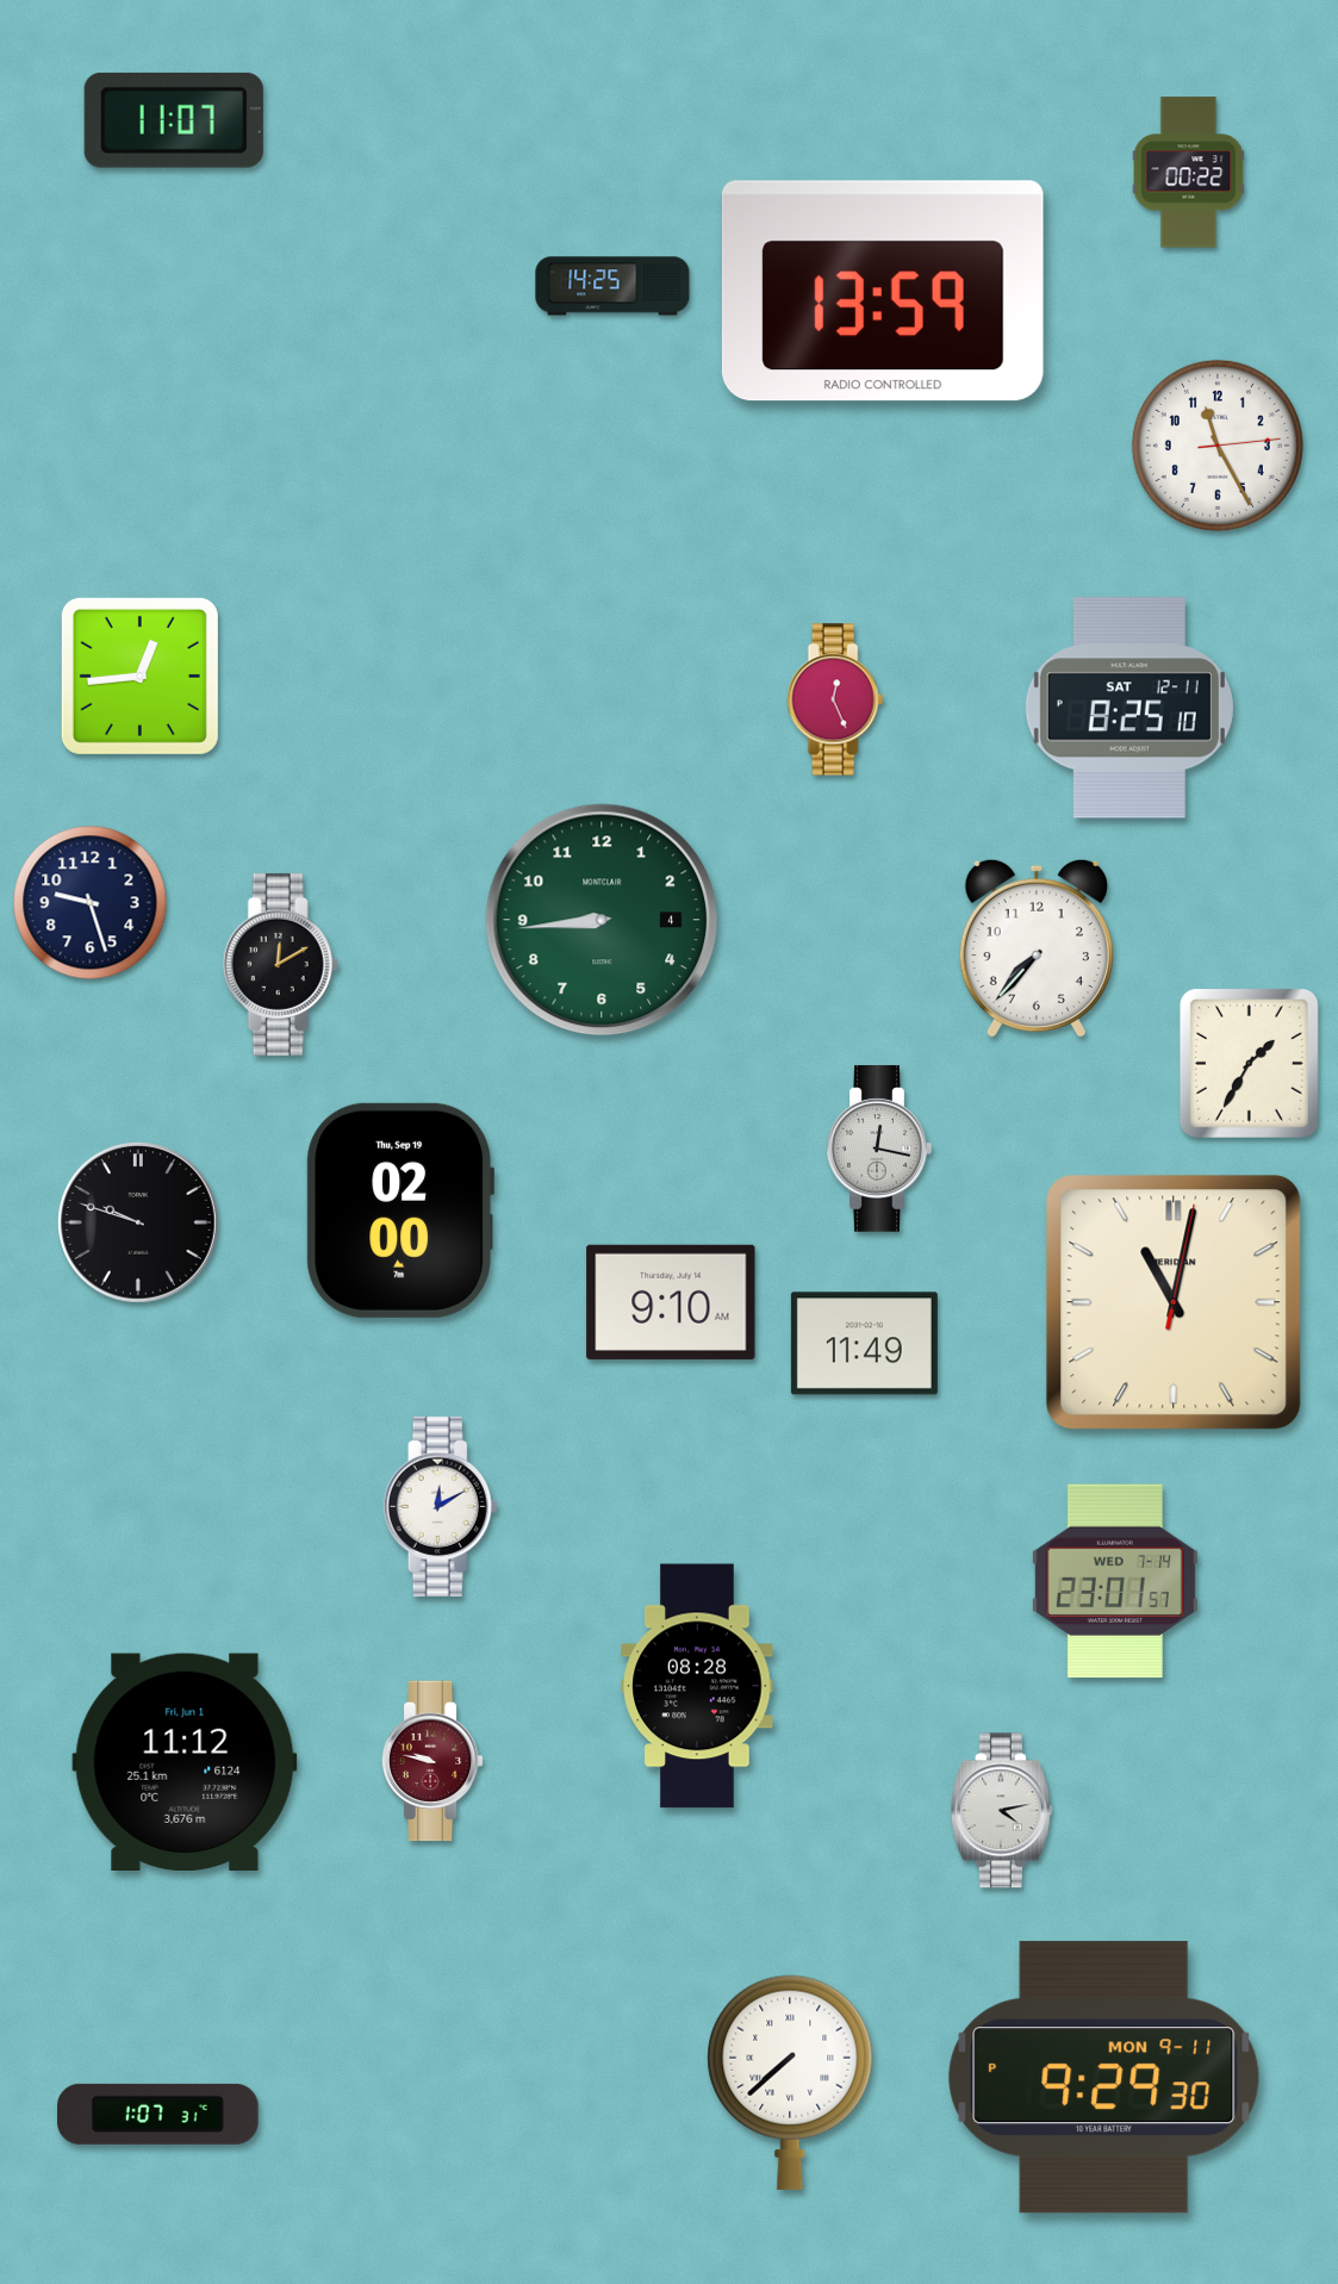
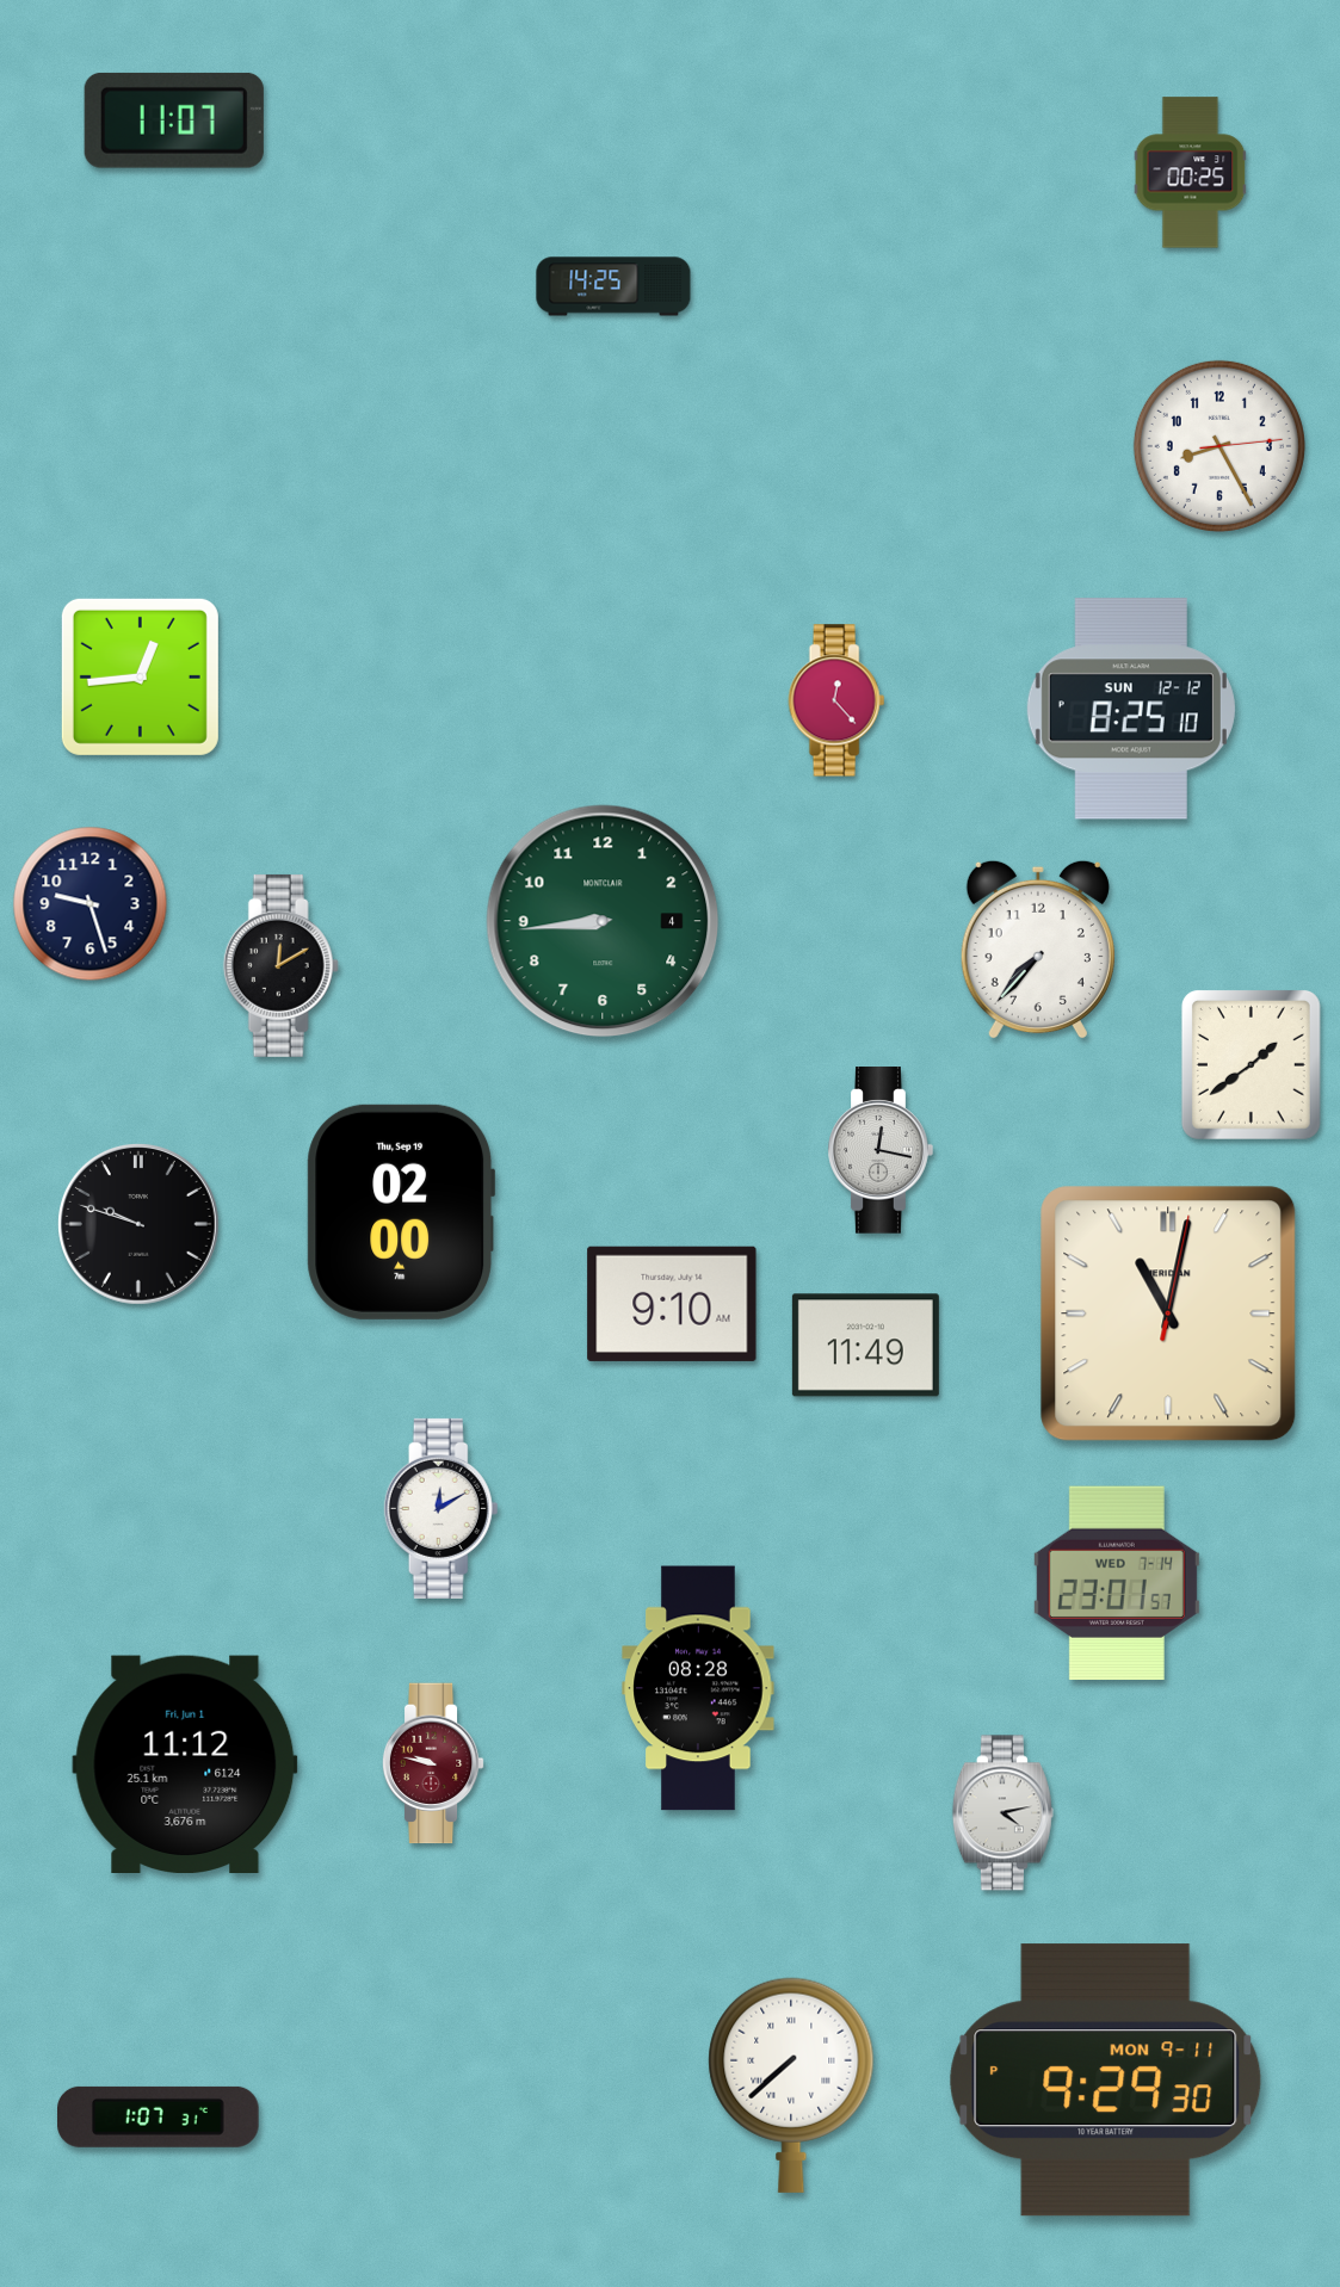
clock at (1189, 173): 00:22 -> 00:25
clock at (883, 291): 13:59 -> none
clock at (1218, 446): 11:25 -> 8:25
clock at (835, 699): 12:26 -> 12:23
clock at (1129, 708) date: SAT 12-11 -> SUN 12-12
clock at (1249, 1063): 1:35 -> 1:39
clock at (1174, 1302) position: (1174, 1302) -> (1168, 1314)
